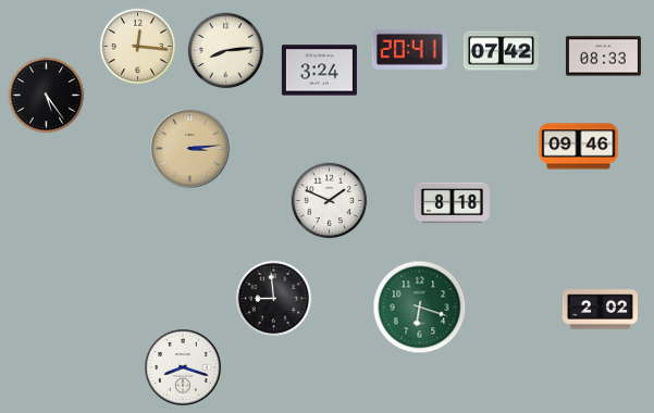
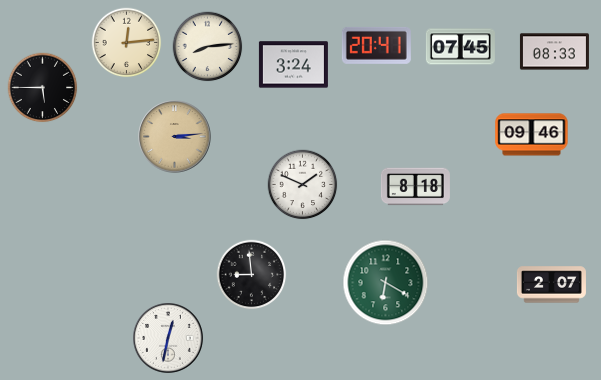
clock at (138, 47): 12:16 -> 12:14
clock at (501, 51): 07:42 -> 07:45
clock at (47, 96): 5:24 -> 5:45
clock at (420, 308): 6:18 -> 6:20
clock at (600, 310): 2:02 -> 2:07
clock at (183, 367): 8:18 -> 12:32
